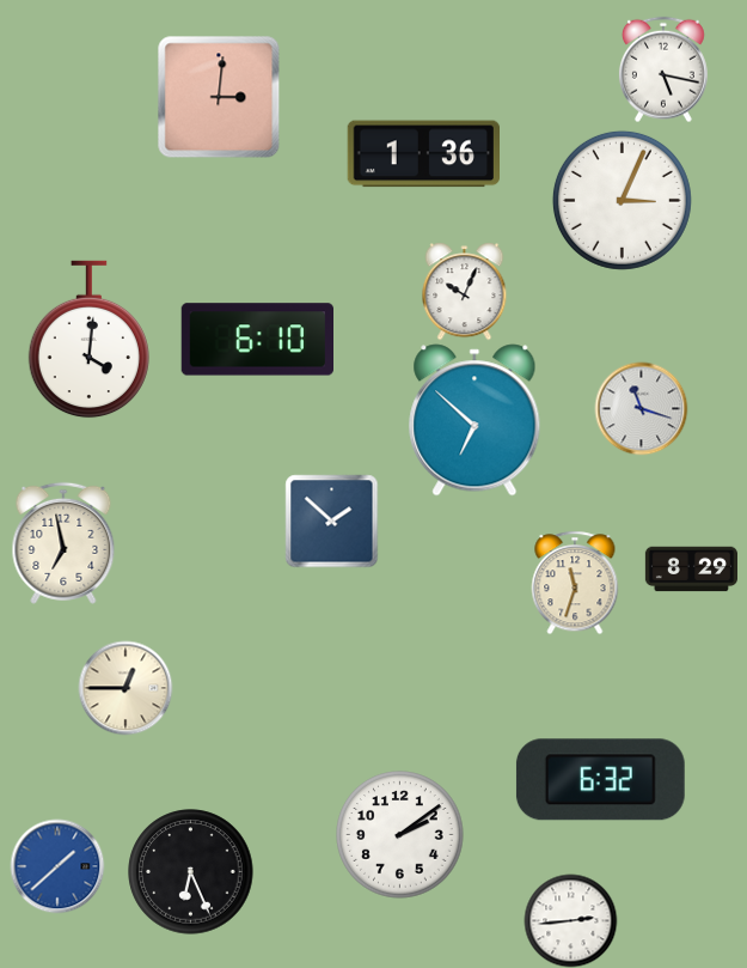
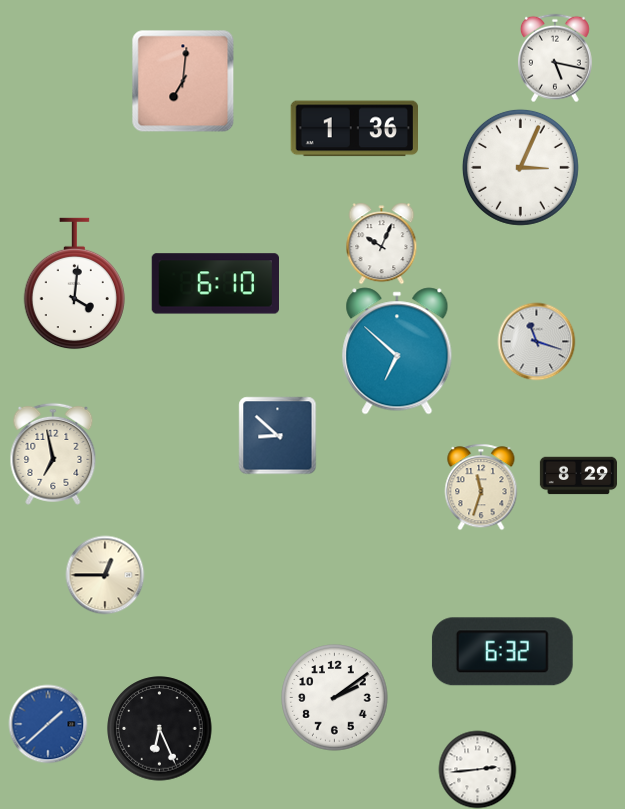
clock at (219, 97): 3:01 -> 7:01
clock at (465, 291) position: (465, 291) -> (382, 243)
clock at (331, 520): 1:52 -> 8:52
